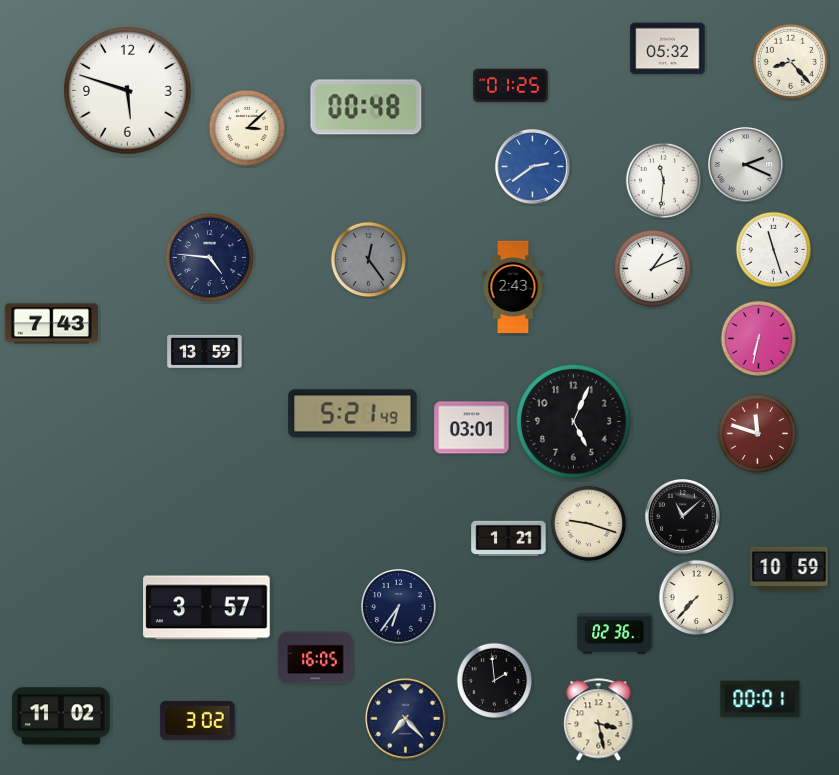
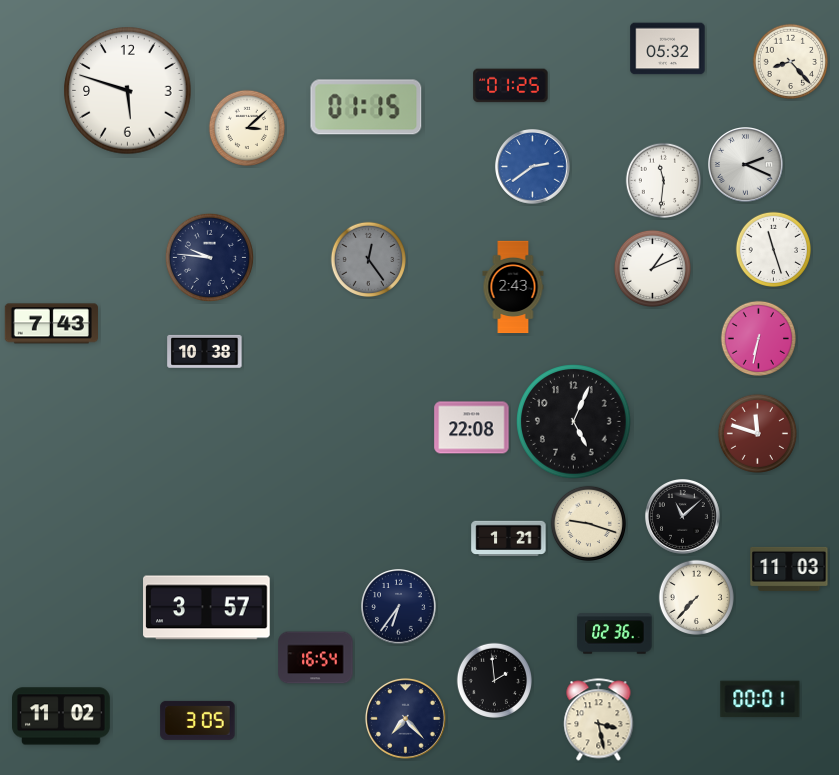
clock at (366, 107): 00:48 -> 01:15
clock at (209, 257): 4:46 -> 9:46
clock at (205, 351): 13:59 -> 10:38
clock at (353, 414): 5:21 -> none
clock at (472, 428): 03:01 -> 22:08
clock at (789, 569): 10:59 -> 11:03
clock at (316, 658): 16:05 -> 16:54
clock at (198, 720): 3:02 -> 3:05
